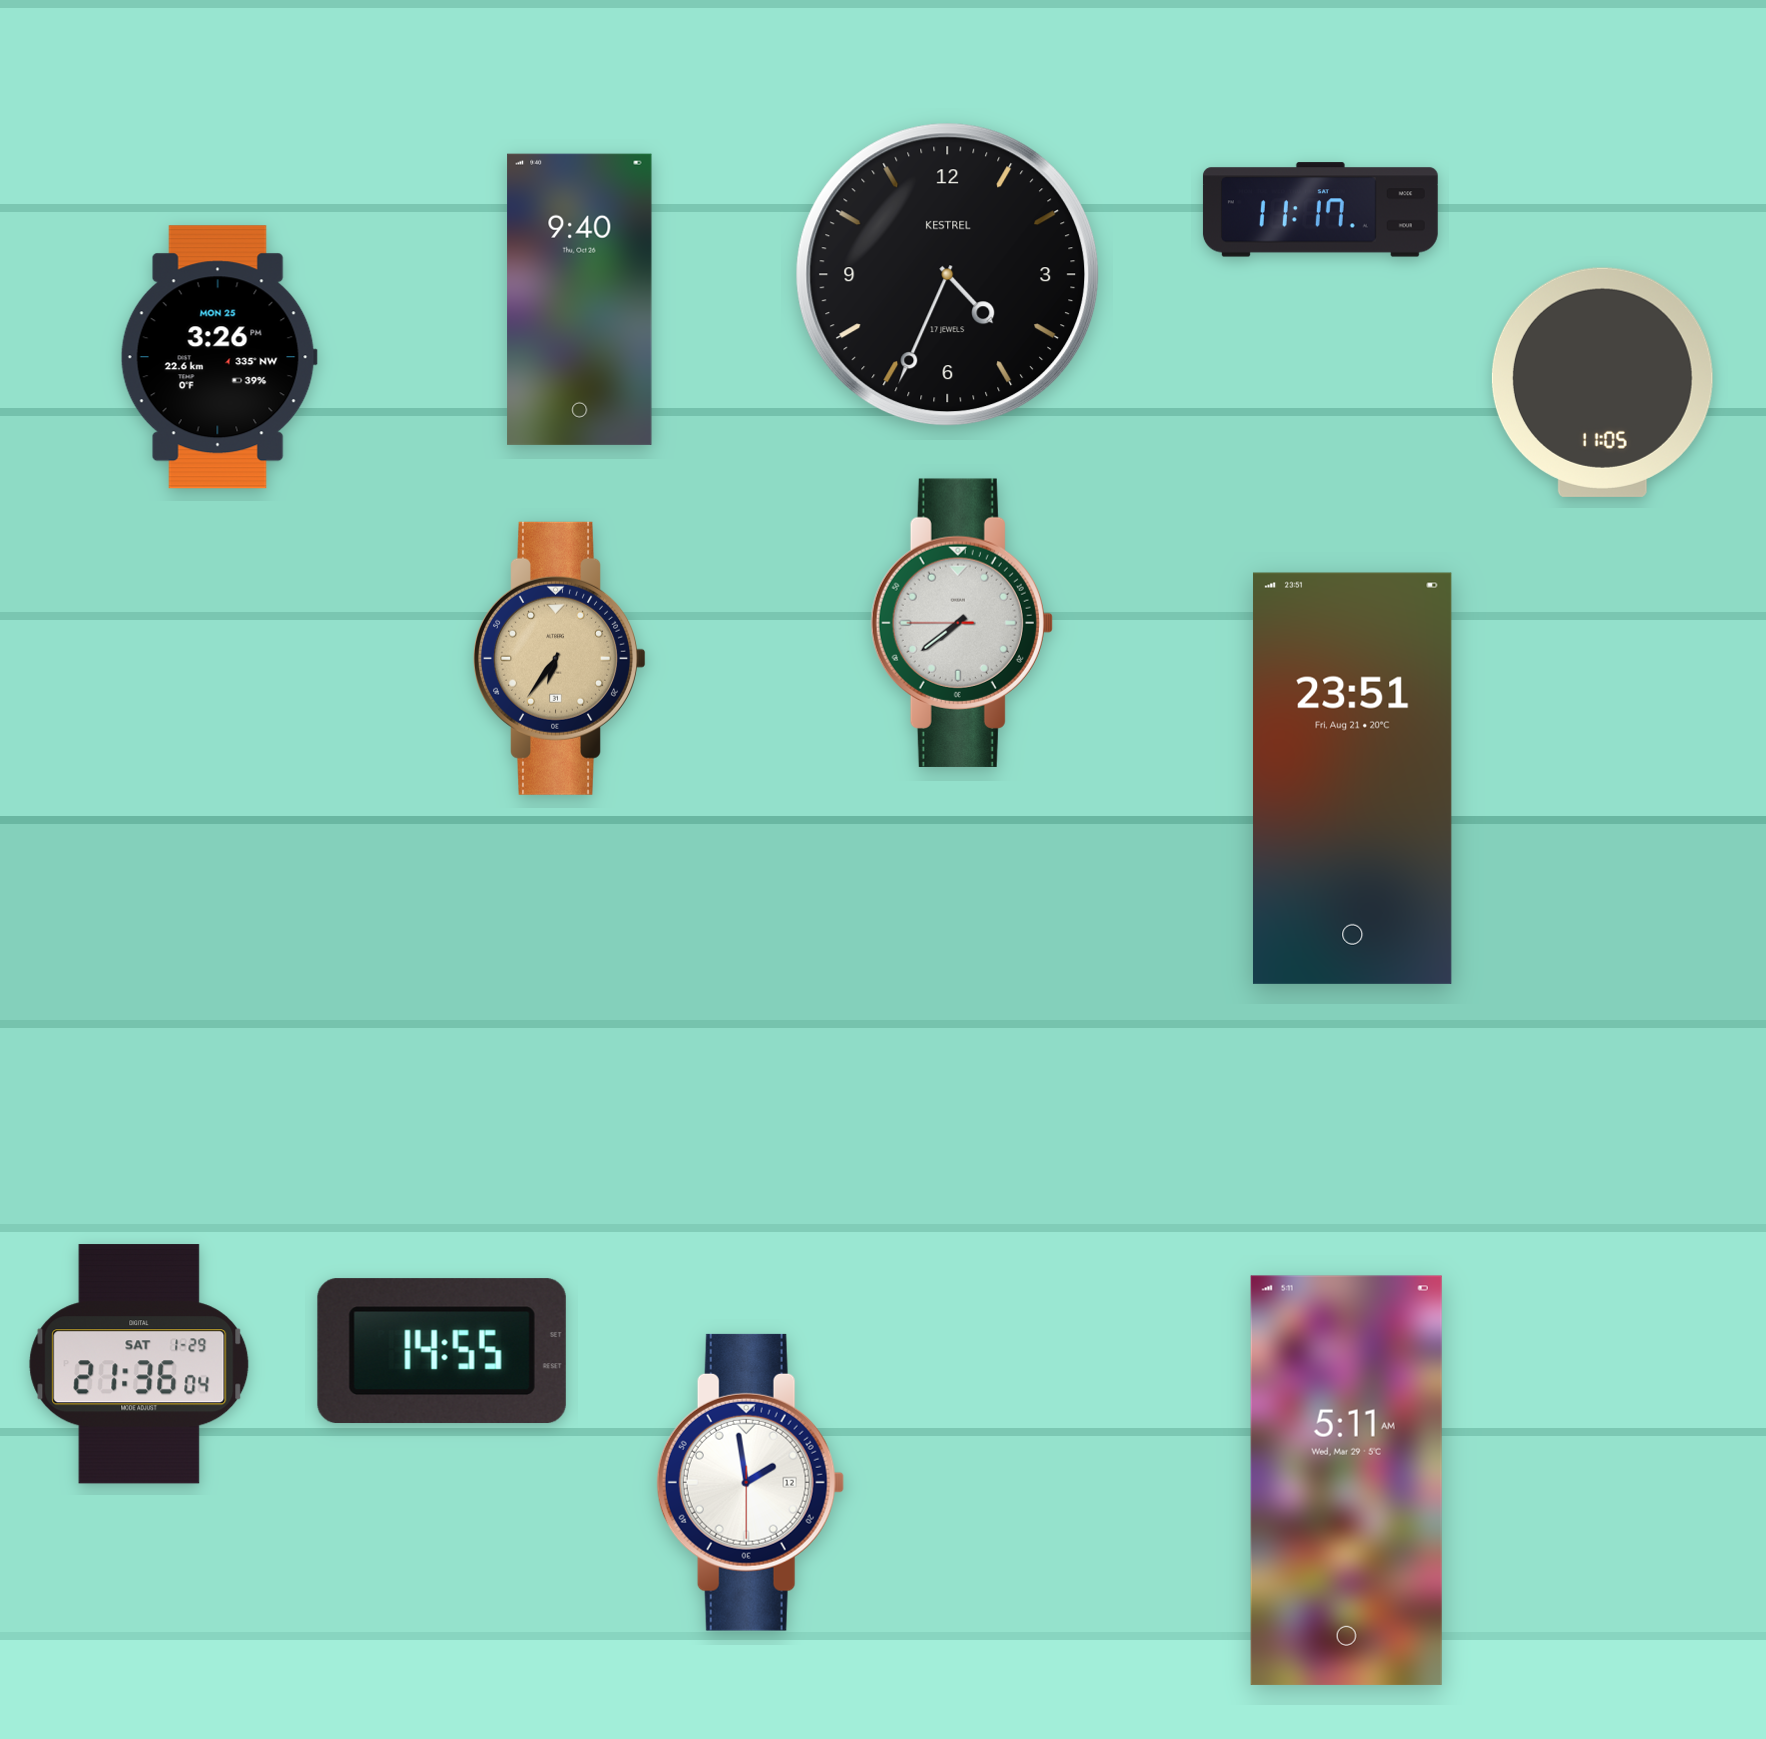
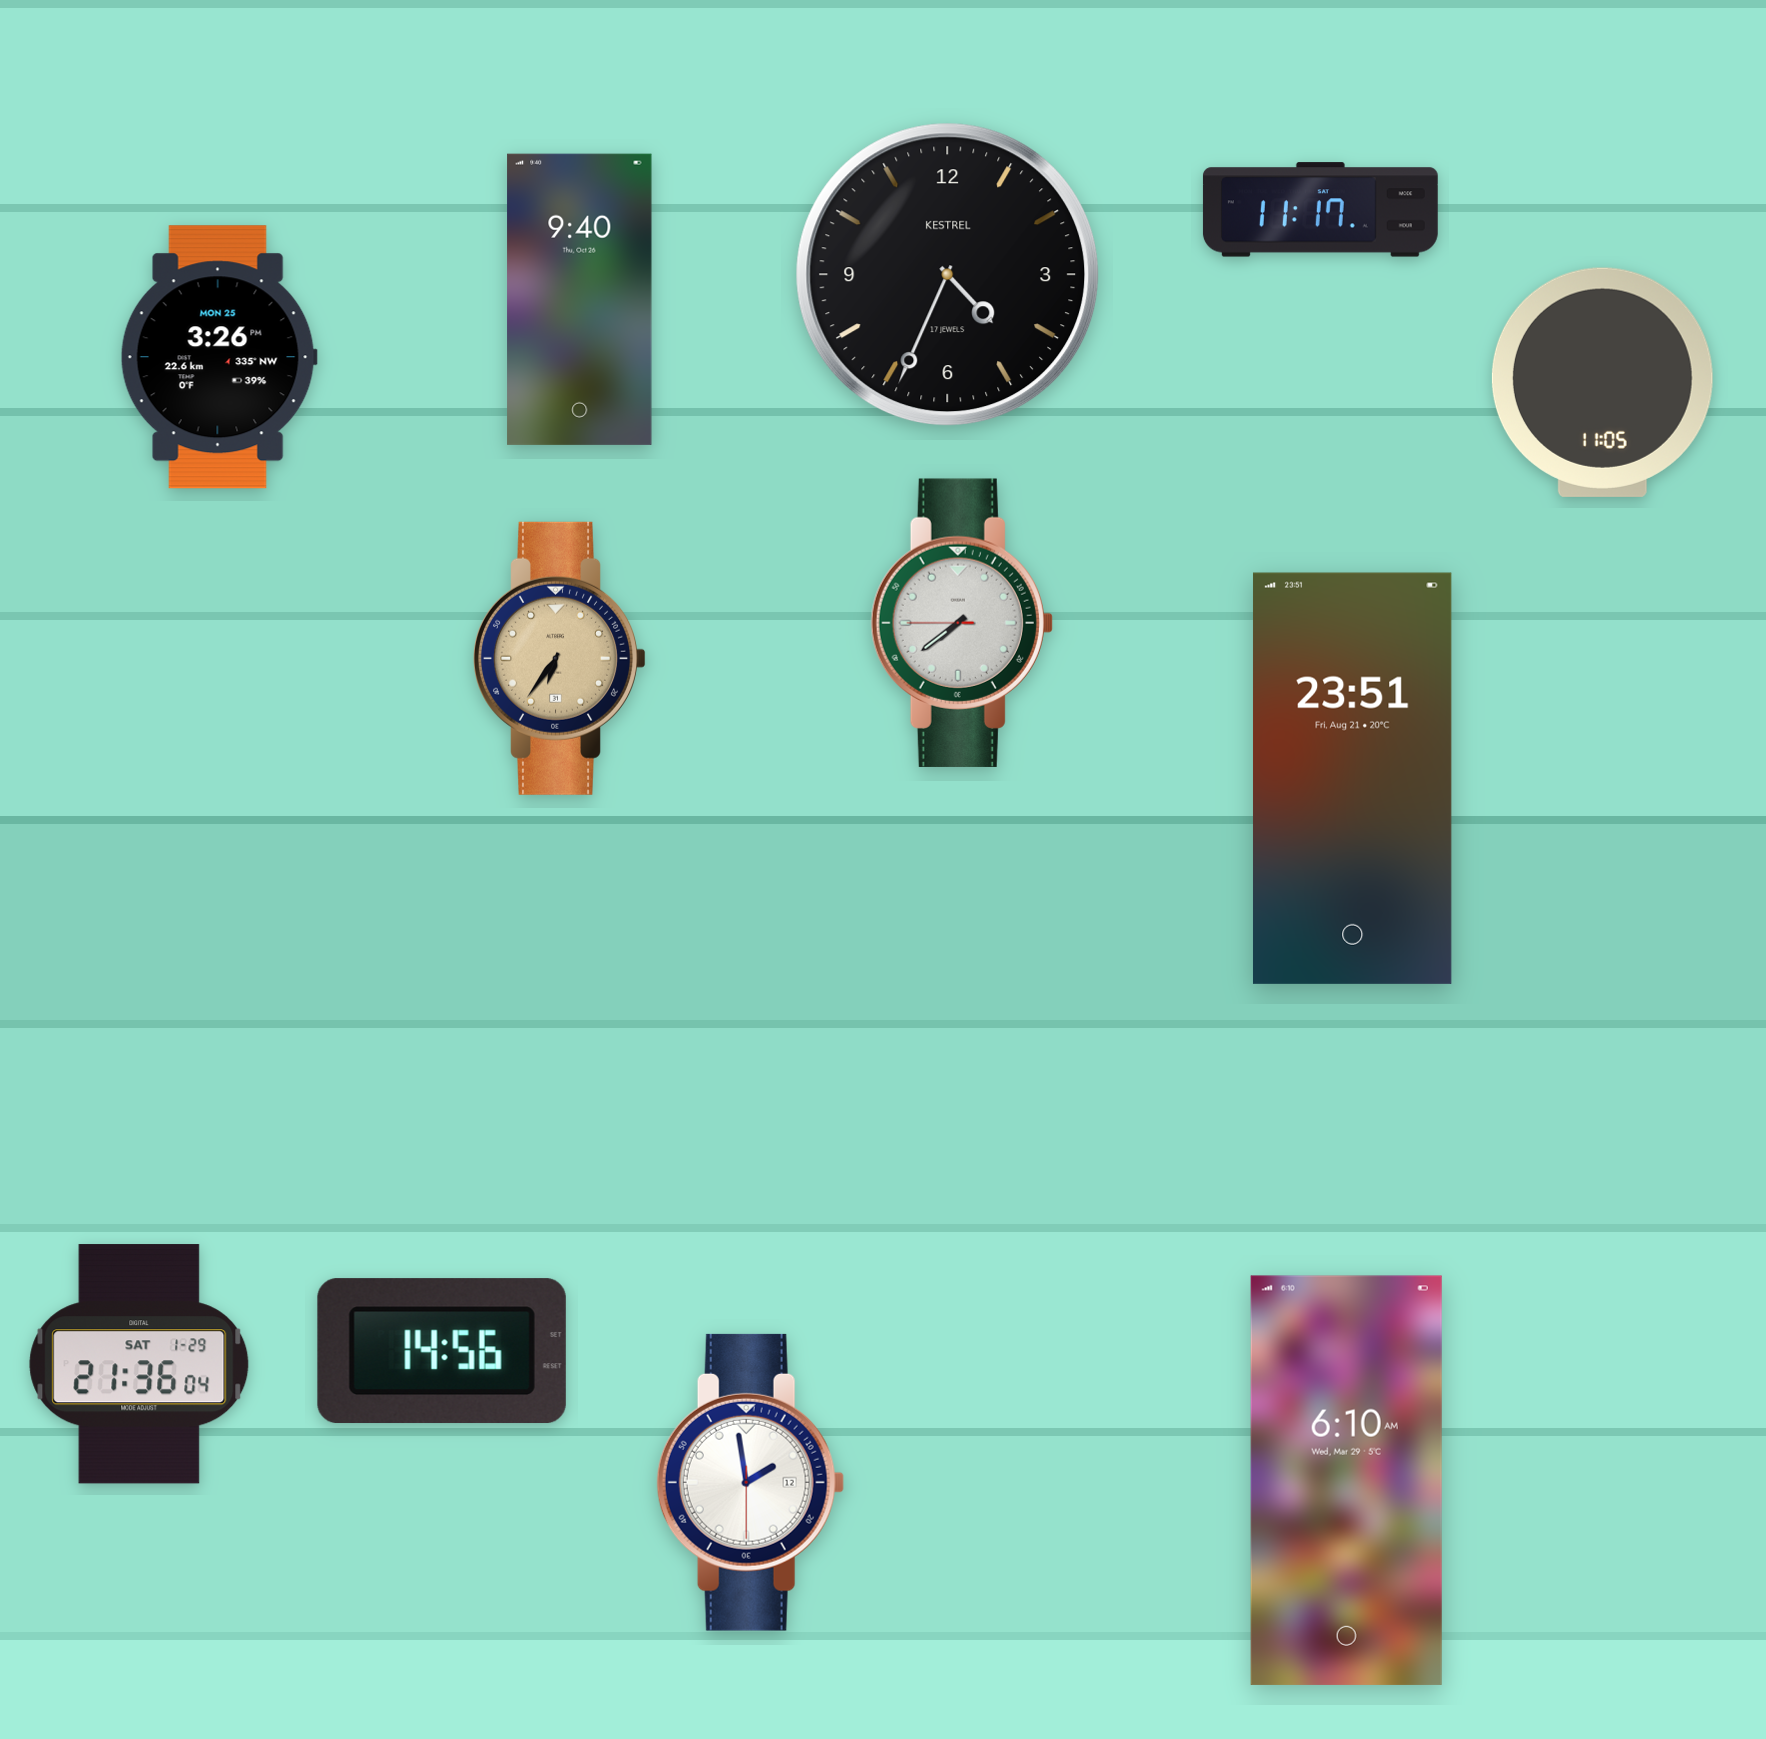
clock at (442, 1351): 14:55 -> 14:56
clock at (1346, 1480): 5:11 -> 6:10
